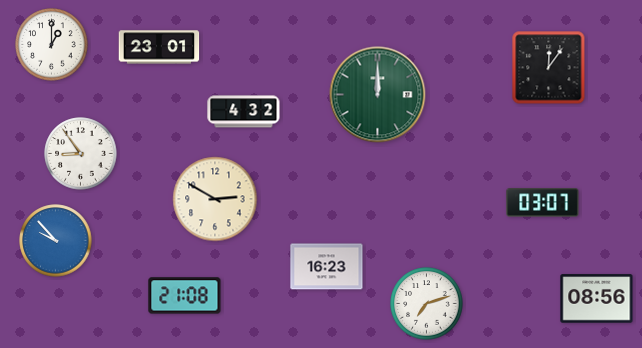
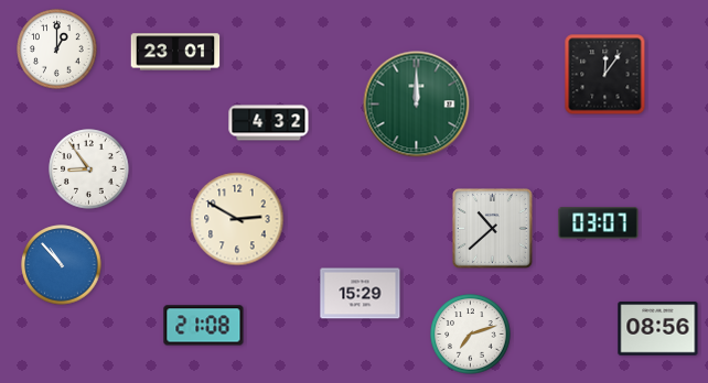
clock at (492, 228): none -> 10:38
clock at (56, 241): 9:53 -> 10:53
clock at (327, 267): 16:23 -> 15:29
